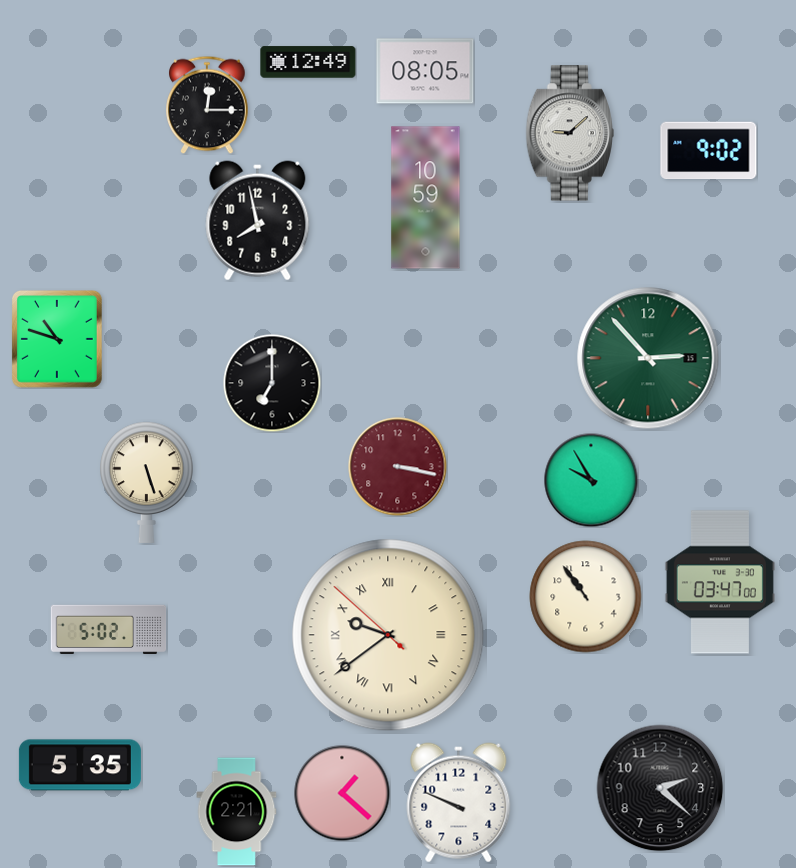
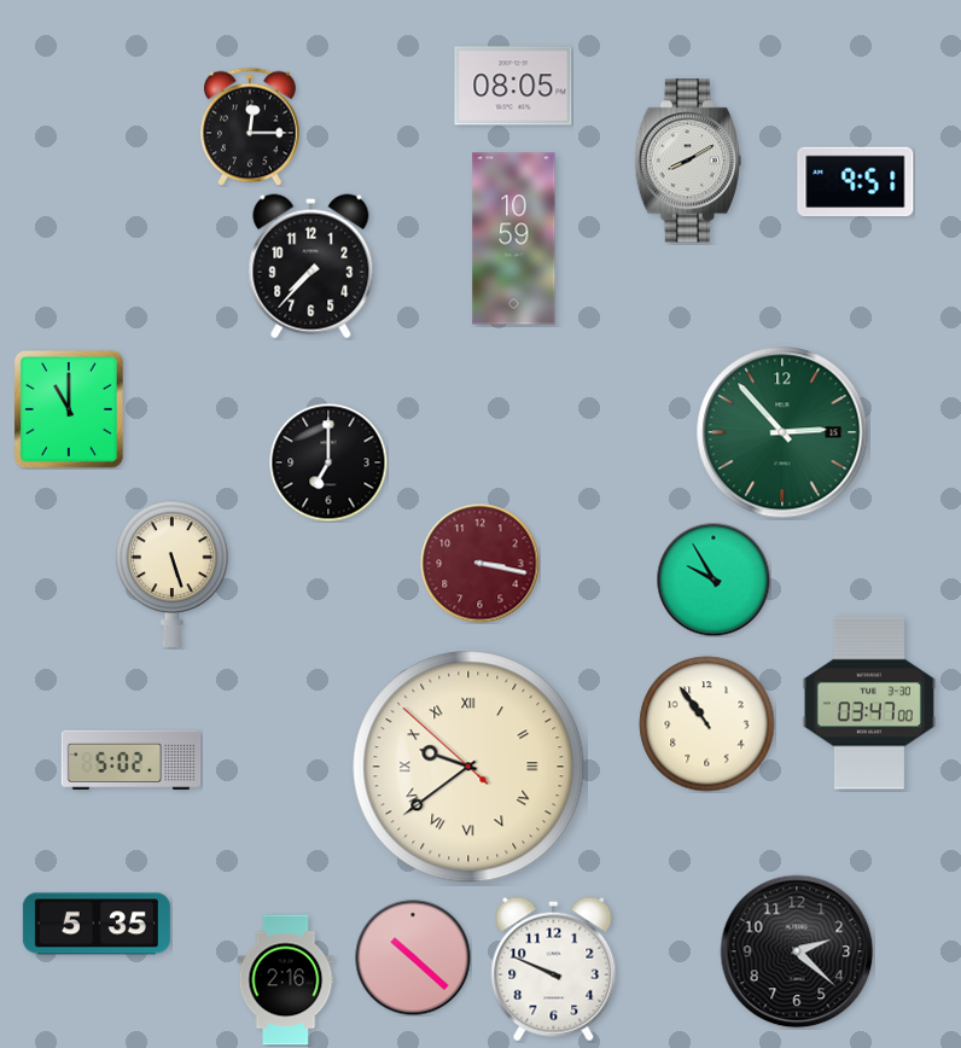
clock at (308, 62): 12:49 -> none
clock at (569, 133): 9:08 -> 8:10
clock at (709, 151): 9:02 -> 9:51
clock at (258, 221): 7:58 -> 7:37
clock at (57, 339): 10:48 -> 11:00
clock at (147, 482) position: (147, 482) -> (173, 574)
clock at (586, 597) position: (586, 597) -> (707, 724)
clock at (342, 793): 1:22 -> 10:22
clock at (237, 812): 2:21 -> 2:16
